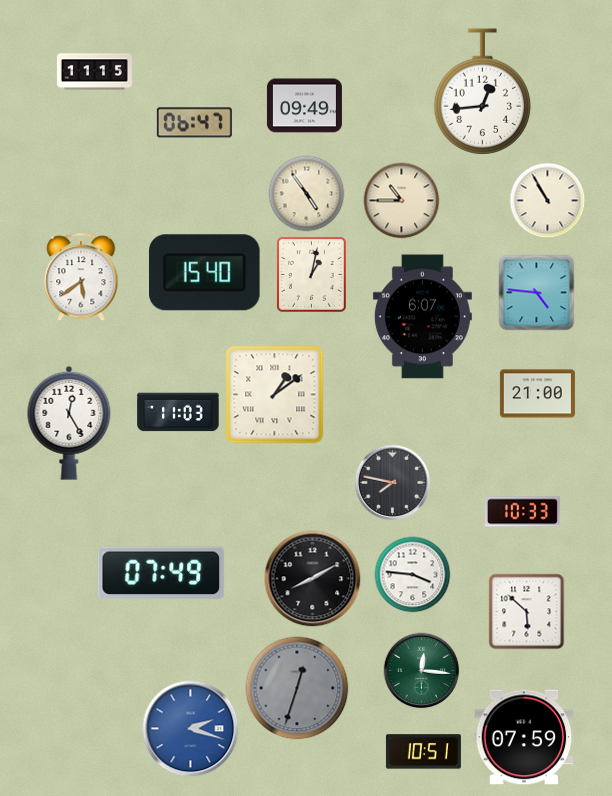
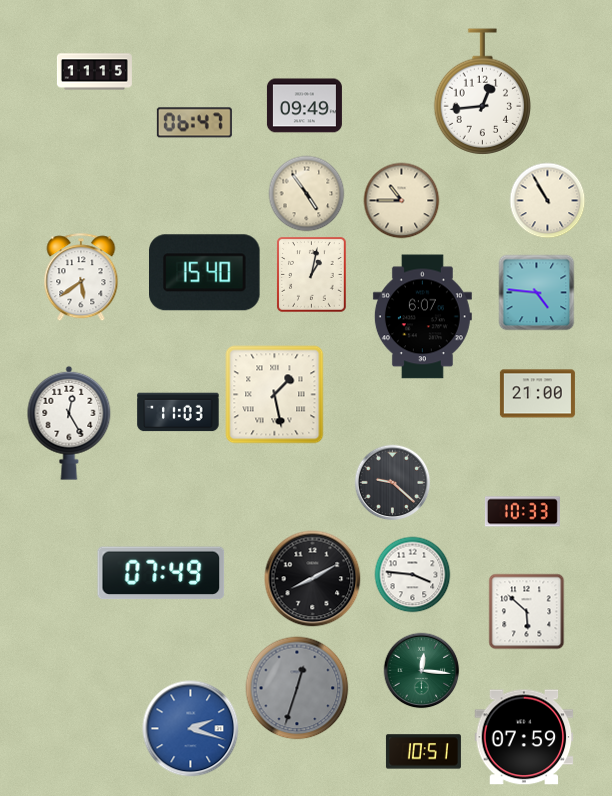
clock at (275, 395): 1:09 -> 1:28
clock at (393, 483): 7:47 -> 9:22
